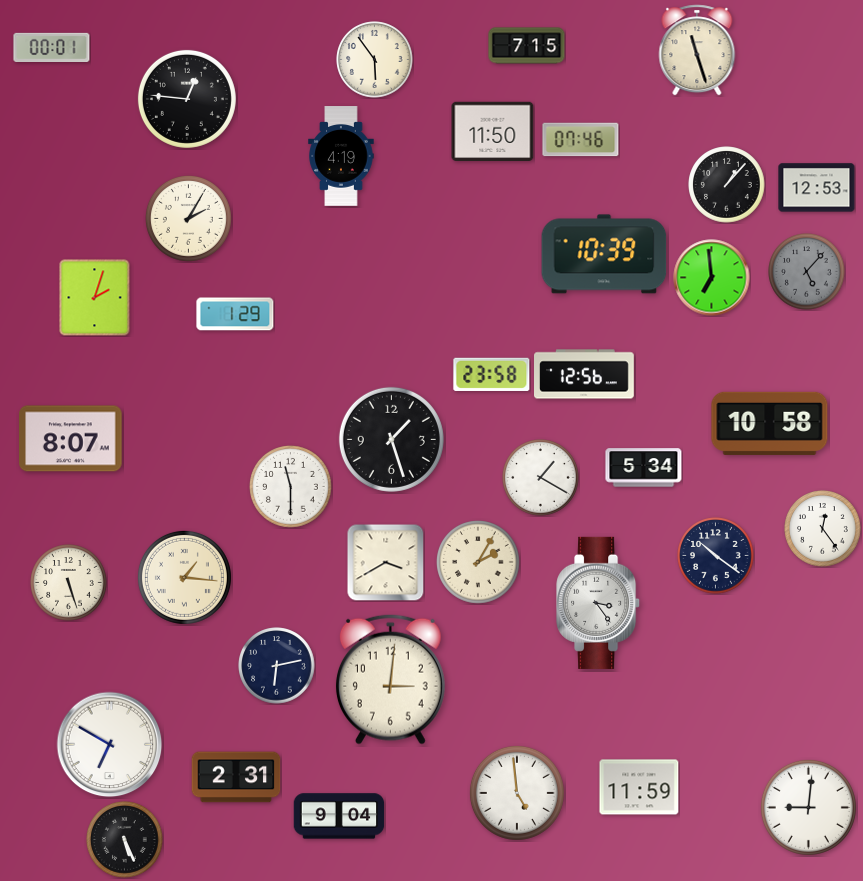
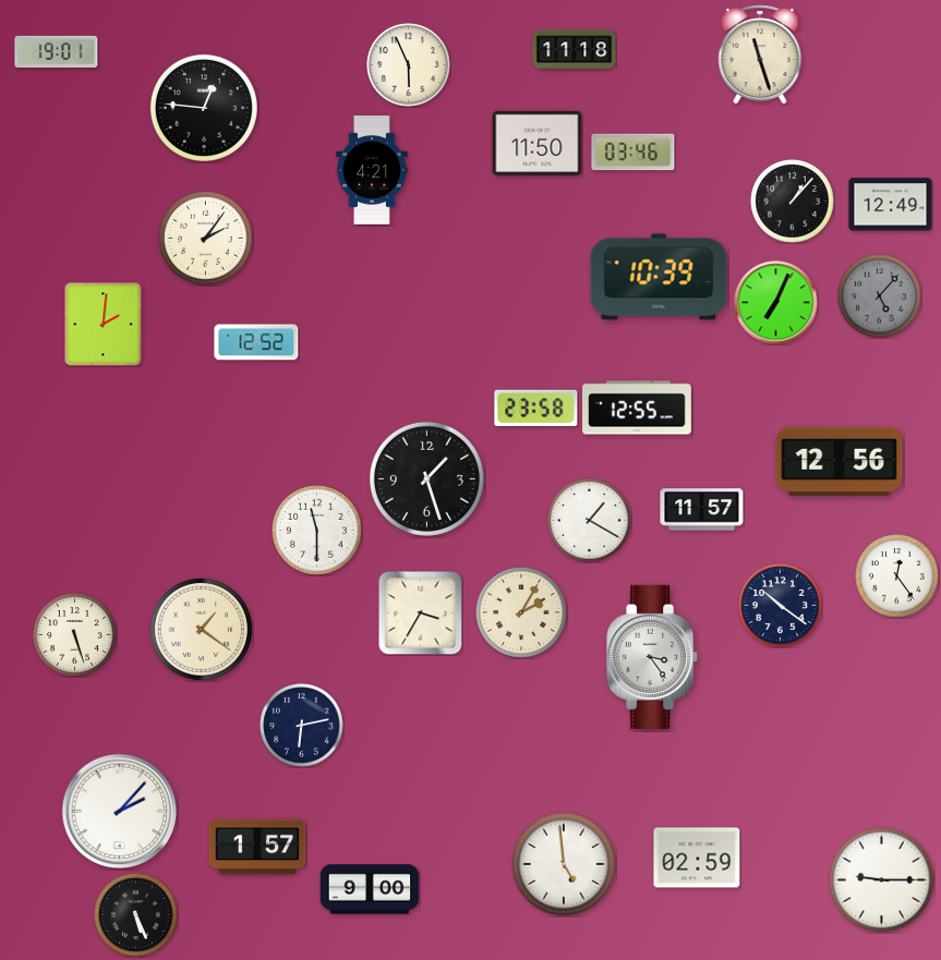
clock at (527, 46): 7:15 -> 11:18
clock at (52, 47): 00:01 -> 19:01
clock at (375, 60): 5:54 -> 5:56
clock at (581, 140): 07:46 -> 03:46
clock at (341, 156): 4:19 -> 4:21
clock at (817, 188): 12:53 -> 12:49
clock at (188, 218): 2:05 -> 2:06
clock at (712, 278): 6:59 -> 7:04
clock at (95, 297): 2:03 -> 2:01
clock at (235, 314): 1:29 -> 12:52
clock at (584, 374): 12:56 -> 12:55
clock at (770, 423): 10:58 -> 12:56
clock at (71, 439): 8:07 -> none
clock at (644, 468): 5:34 -> 11:57
clock at (385, 562): 3:40 -> 3:35
clock at (184, 577): 1:16 -> 1:21
clock at (390, 679): 3:01 -> none
clock at (110, 745): 6:50 -> 2:07
clock at (236, 777): 2:31 -> 1:57
clock at (639, 787): 11:59 -> 02:59
clock at (808, 807): 9:01 -> 9:15
clock at (339, 816): 9:04 -> 9:00
